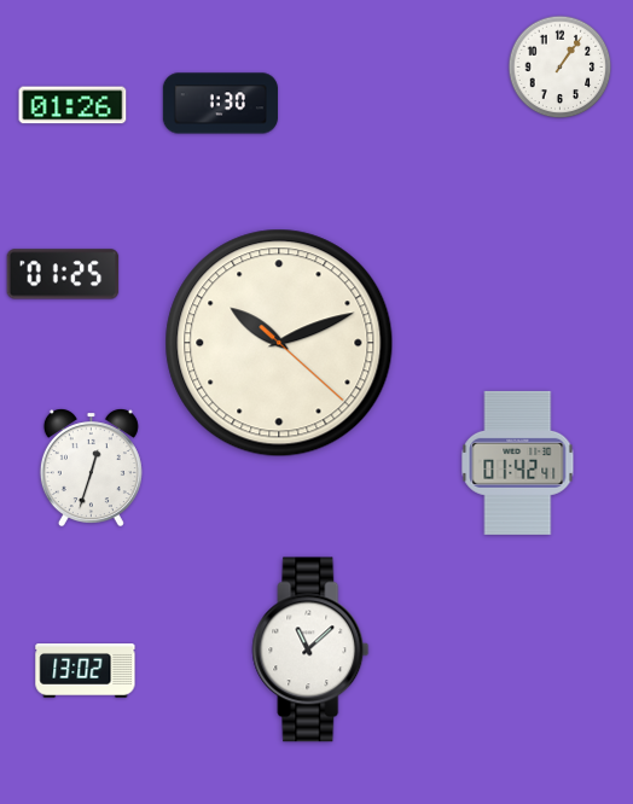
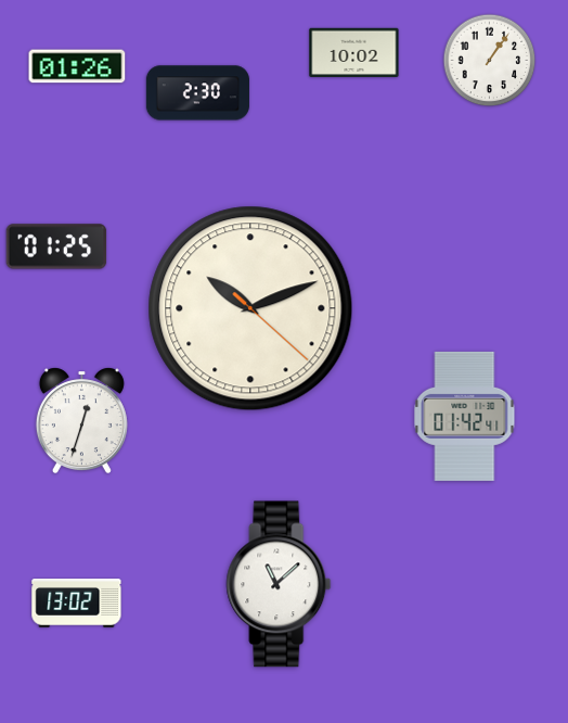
clock at (354, 52): none -> 10:02
clock at (561, 68) position: (561, 68) -> (490, 61)
clock at (220, 104): 1:30 -> 2:30
clock at (72, 105) position: (72, 105) -> (77, 66)
